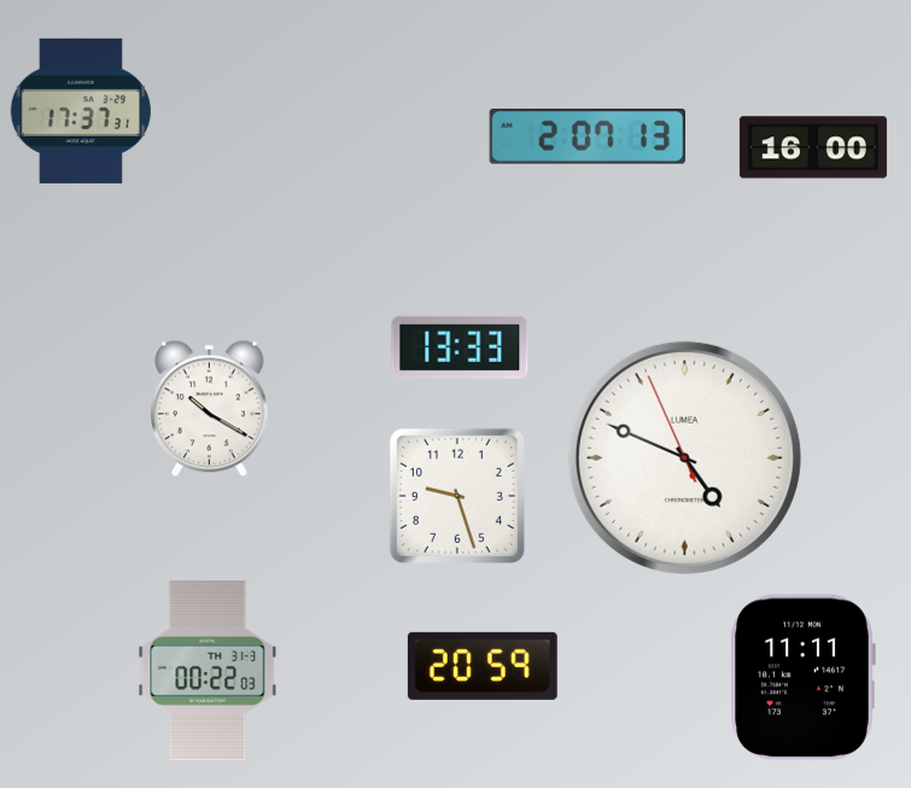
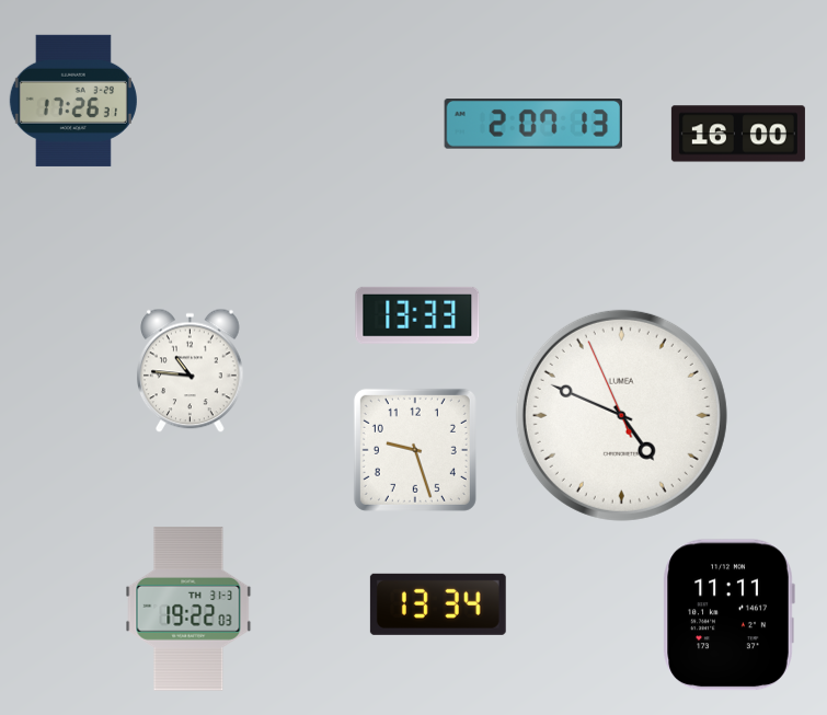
clock at (81, 111): 17:37 -> 17:26
clock at (210, 409): 10:20 -> 10:46
clock at (483, 666): 20:59 -> 13:34
clock at (208, 671): 00:22 -> 19:22
